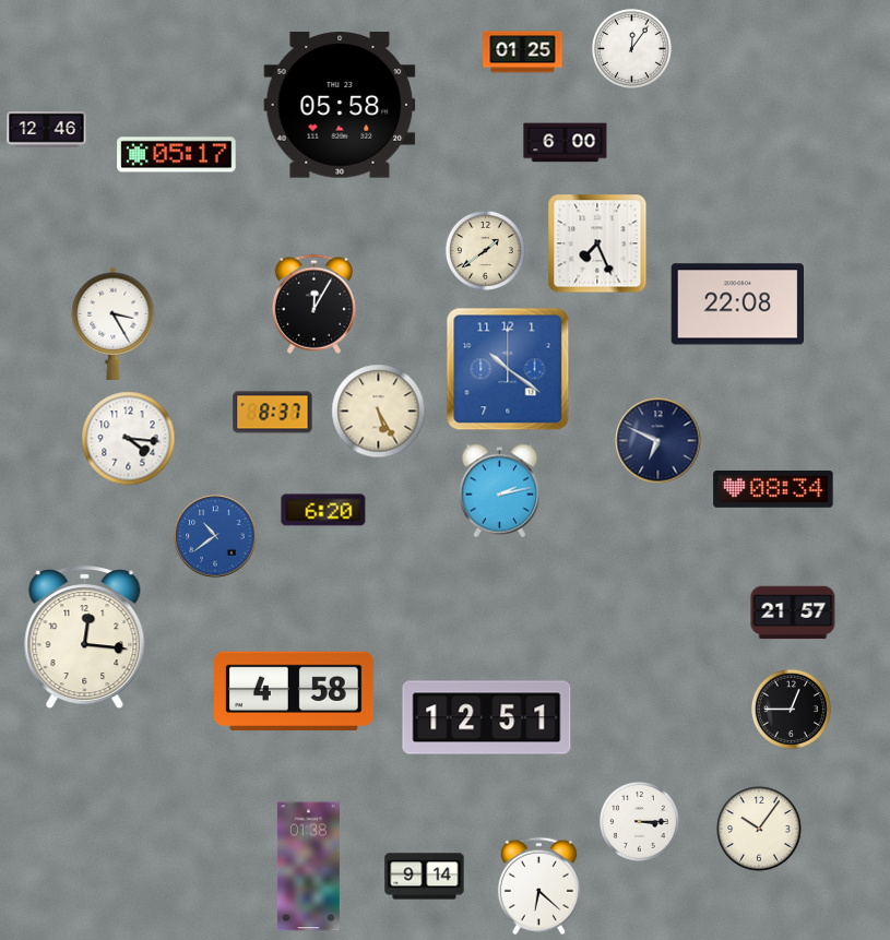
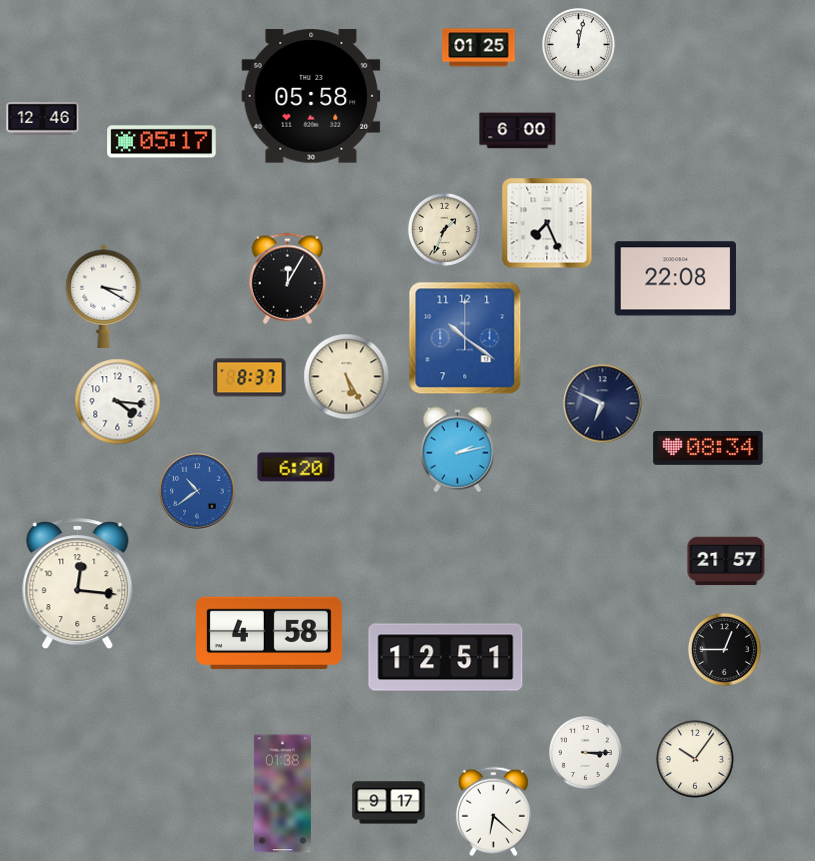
clock at (631, 48): 12:06 -> 12:02
clock at (485, 250): 1:39 -> 1:34
clock at (114, 324): 3:25 -> 3:20
clock at (425, 877): 9:14 -> 9:17
